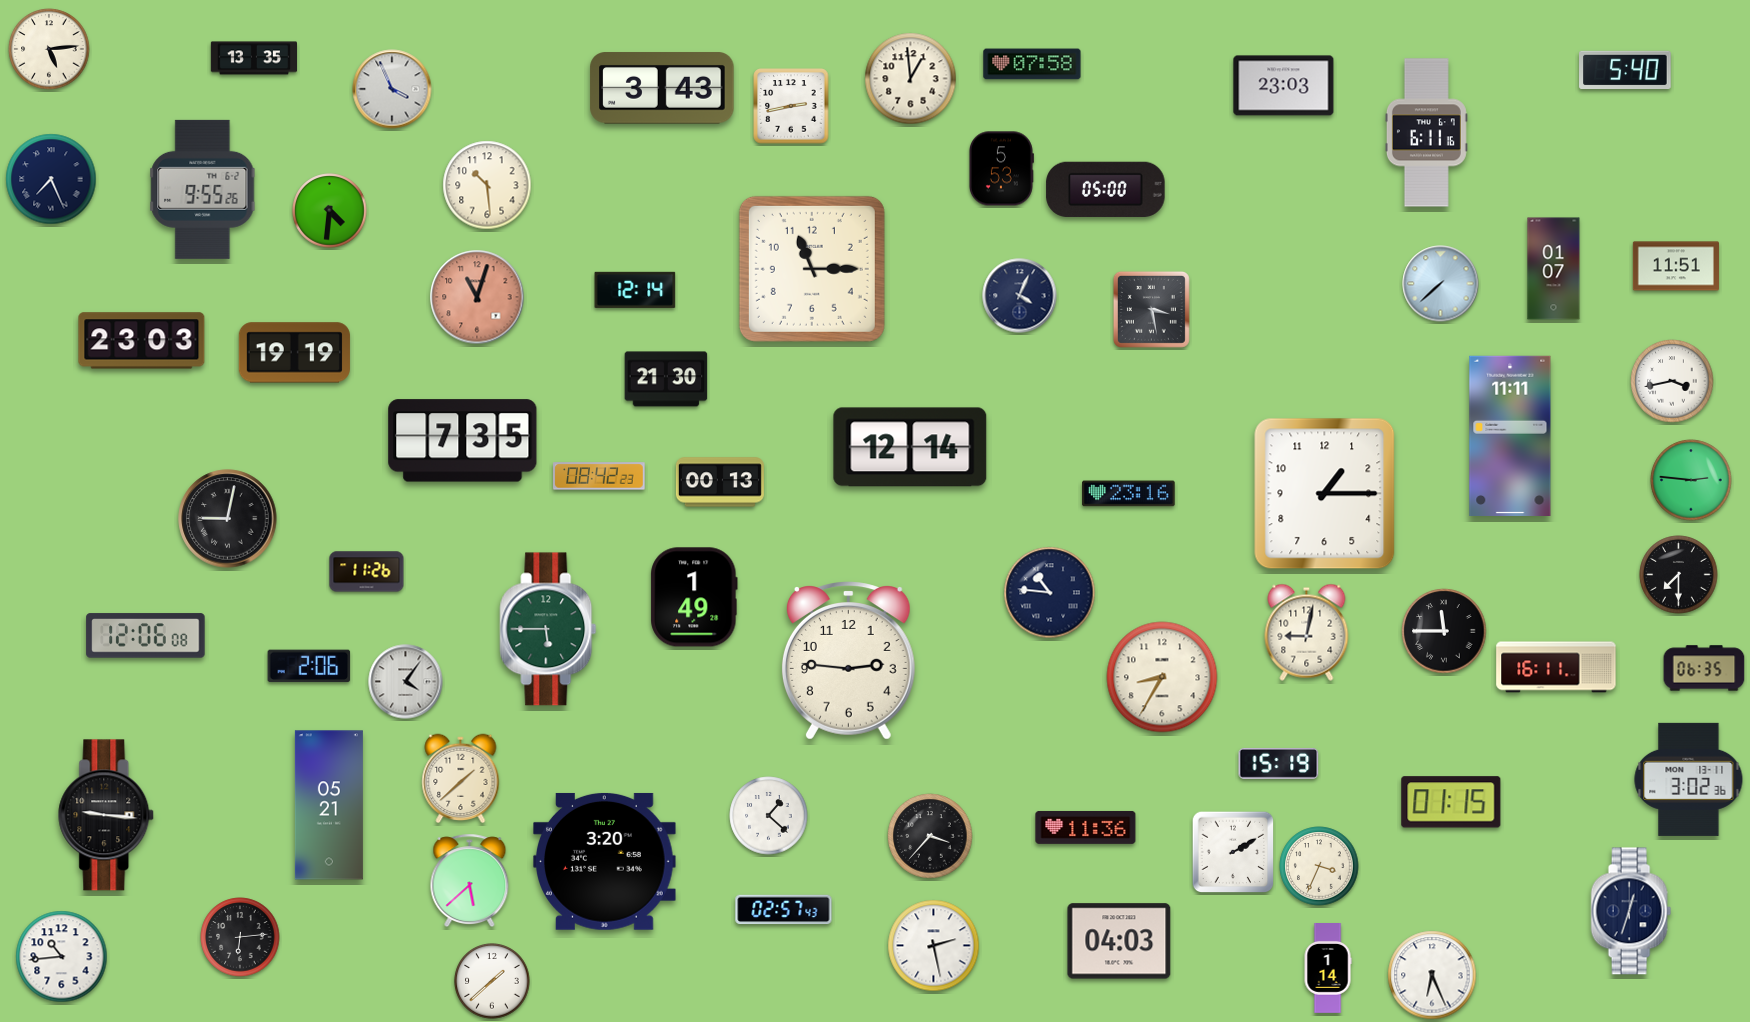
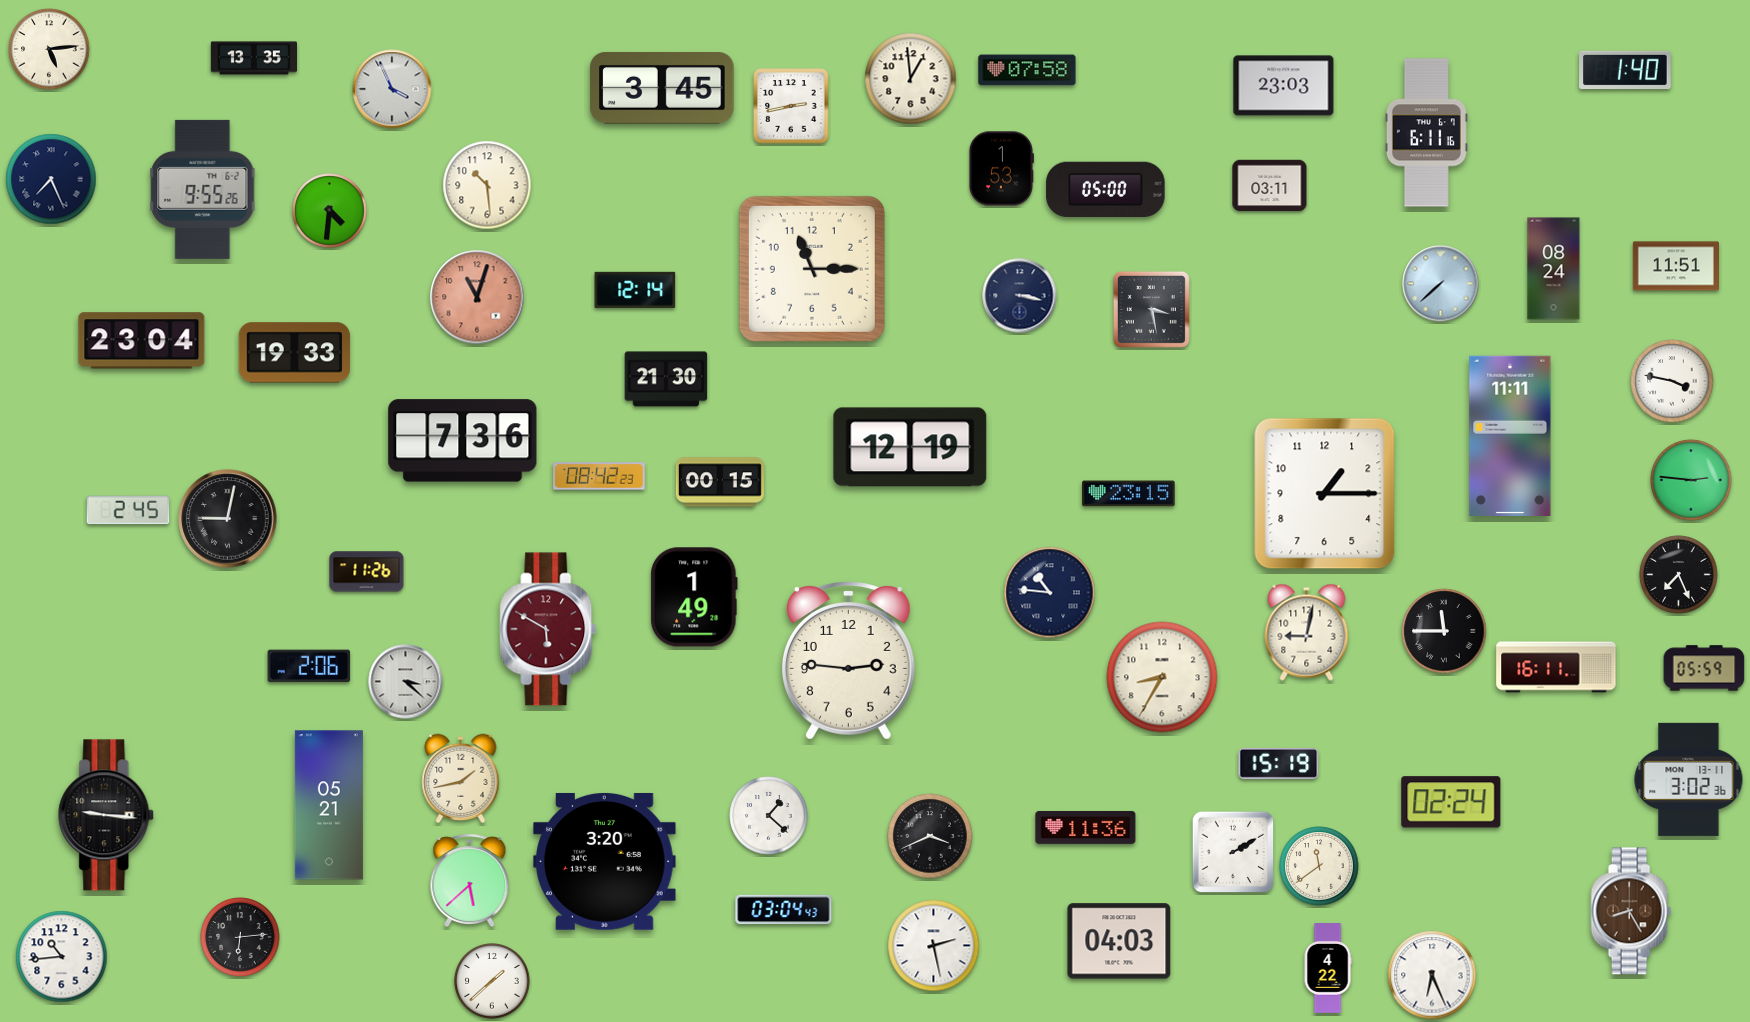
clock at (1032, 64) position: (1032, 64) -> (1027, 70)
clock at (1625, 70): 5:40 -> 1:40
clock at (662, 88): 3:43 -> 3:45
clock at (1001, 169): 5:53 -> 1:53
clock at (1270, 186): none -> 03:11
clock at (1554, 269): 01:07 -> 08:24
clock at (1020, 296): 4:04 -> 3:17
clock at (142, 341): 23:03 -> 23:04
clock at (294, 353): 19:19 -> 19:33
clock at (1672, 381): 3:43 -> 3:47
clock at (463, 441): 7:35 -> 7:36
clock at (910, 447): 12:14 -> 12:19
clock at (720, 482): 00:13 -> 00:15
clock at (1129, 494): 23:16 -> 23:15
clock at (128, 510): none -> 2:45
clock at (1679, 575): 7:30 -> 7:26
clock at (548, 629): 5:45 -> 5:50
clock at (548, 629) dial: green -> burgundy
clock at (146, 636): 12:06 -> none
clock at (1704, 668): 06:35 -> 05:59
clock at (406, 682): 4:06 -> 3:22
clock at (461, 779): 1:38 -> 1:43
clock at (1451, 802): 01:15 -> 02:24
clock at (930, 836): 3:37 -> 3:41
clock at (1319, 866): 3:34 -> 11:39
clock at (784, 910): 02:57 -> 03:04
clock at (1631, 911): 12:33 -> 8:25
clock at (1631, 911) dial: navy -> brown
clock at (1328, 969): 1:14 -> 4:22
